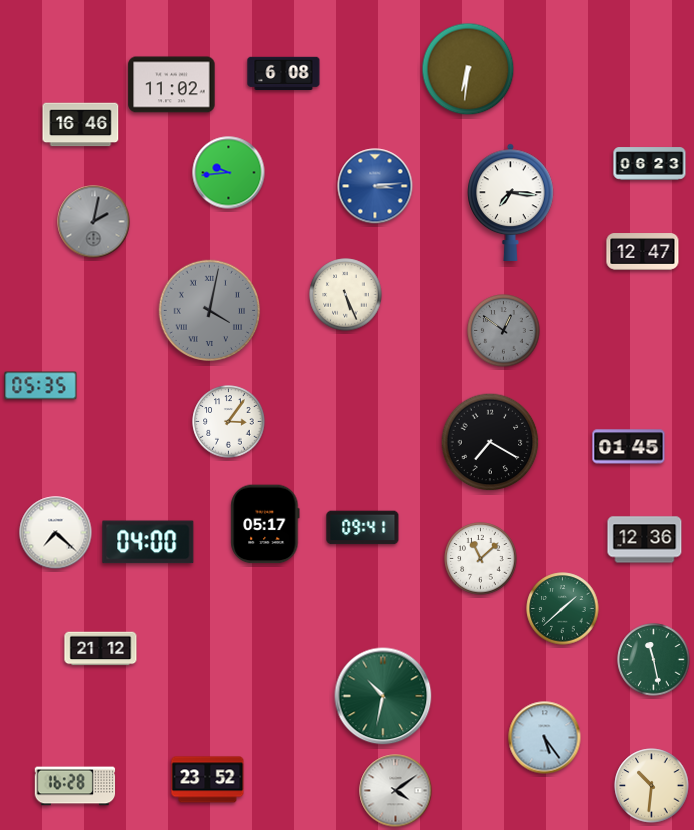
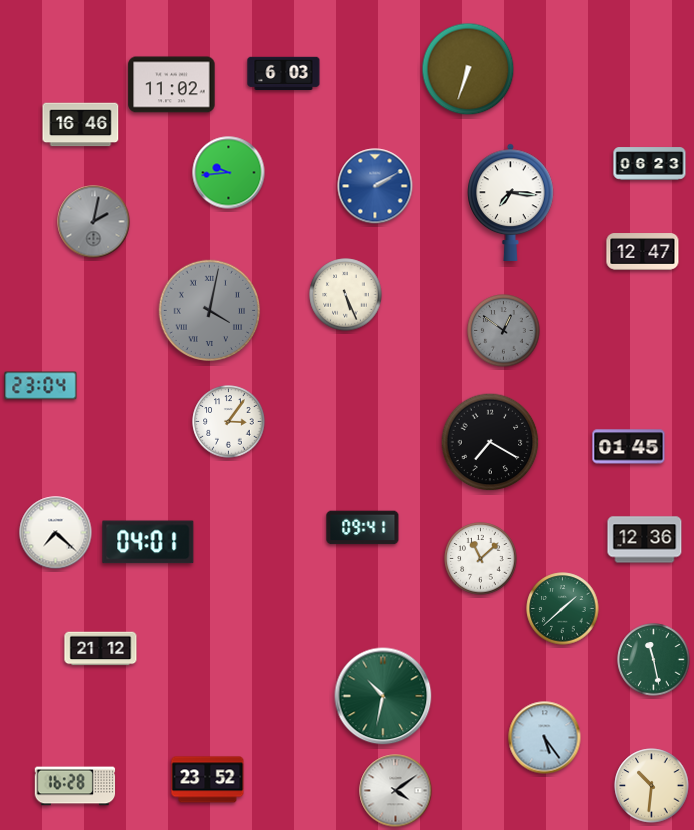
clock at (468, 69): 6:31 -> 6:33
clock at (284, 74): 6:08 -> 6:03
clock at (375, 186): 3:14 -> 2:10
clock at (41, 386): 05:35 -> 23:04
clock at (265, 524): 05:17 -> none
clock at (148, 542): 04:00 -> 04:01
